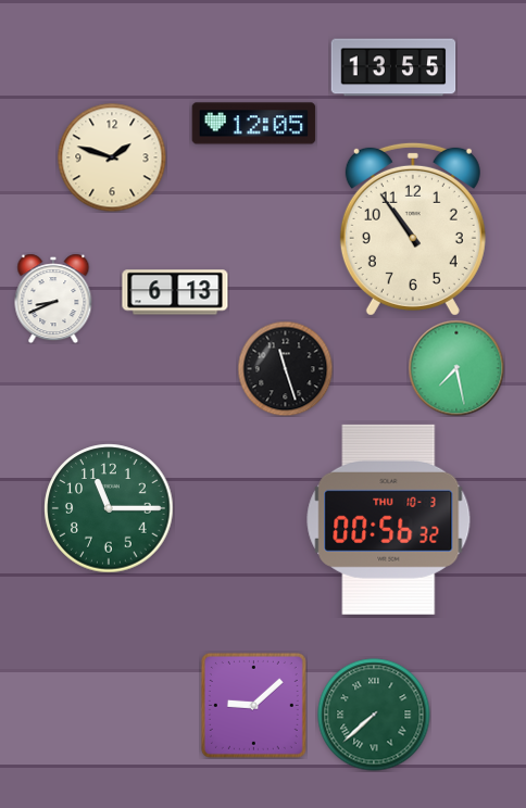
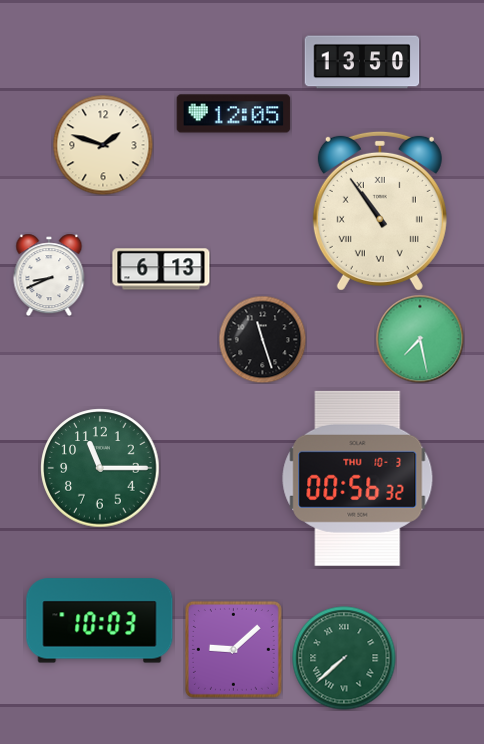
clock at (393, 67): 13:55 -> 13:50
clock at (413, 229) numerals: Arabic -> Roman
clock at (100, 621): none -> 10:03
